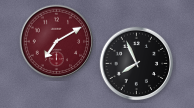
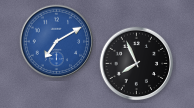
clock at (57, 42) dial: burgundy -> blue
